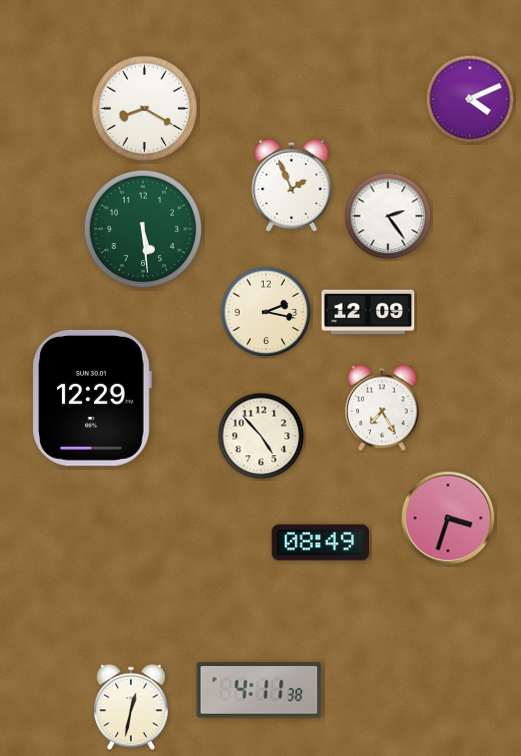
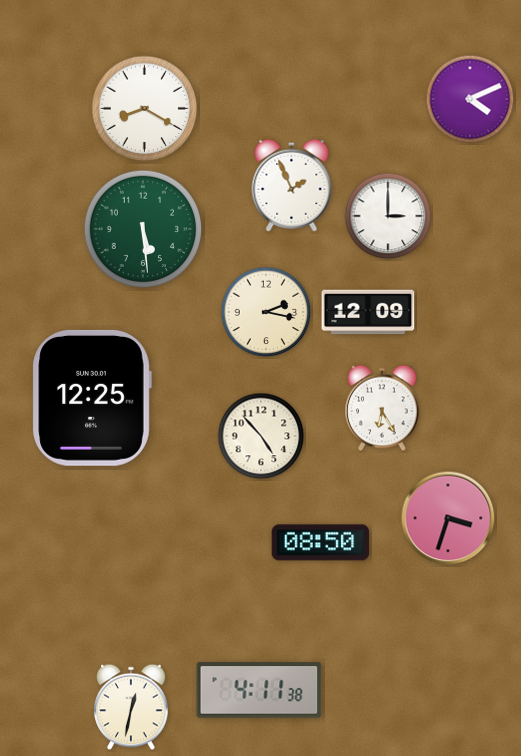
clock at (388, 216): 2:24 -> 3:00
clock at (92, 398): 12:29 -> 12:25
clock at (382, 408): 7:25 -> 6:25
clock at (321, 543): 08:49 -> 08:50
